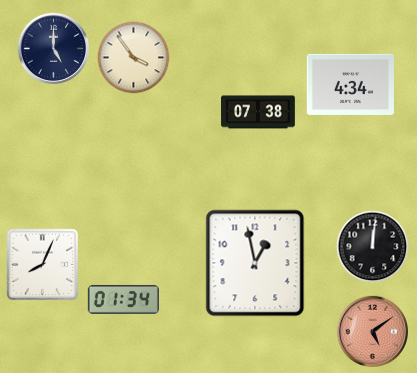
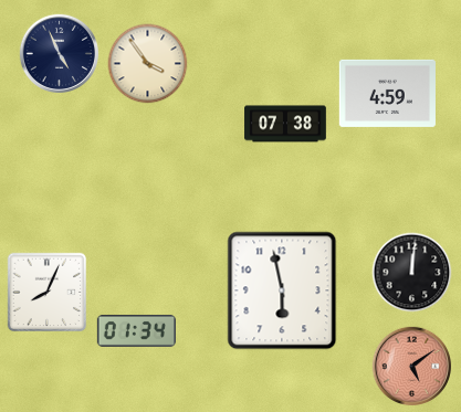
clock at (53, 48): 5:00 -> 4:56
clock at (350, 84): 4:34 -> 4:59
clock at (255, 263): 12:58 -> 5:58
